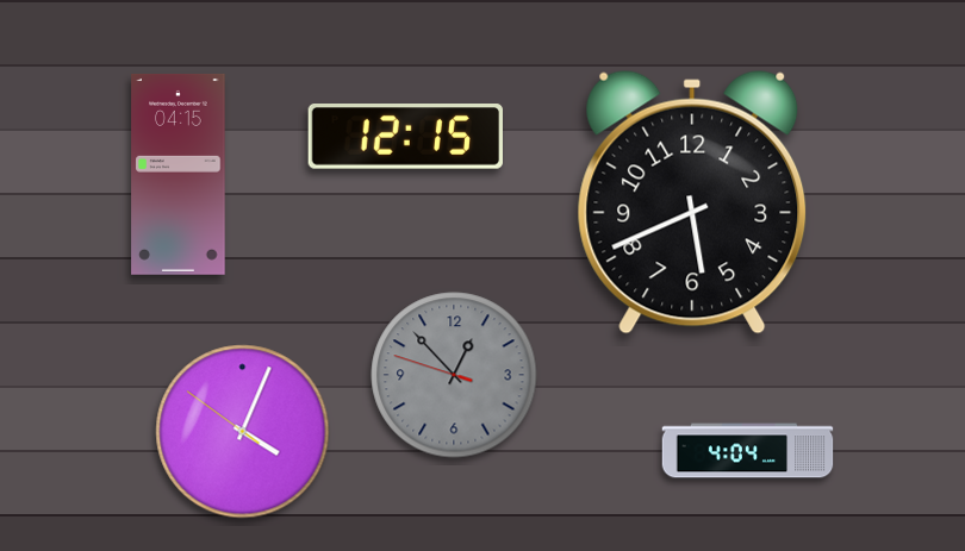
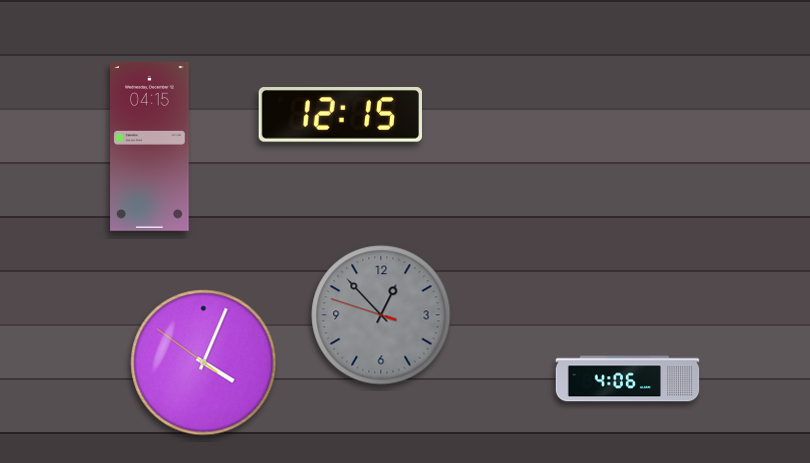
clock at (692, 202): 5:41 -> none
clock at (748, 451): 4:04 -> 4:06
